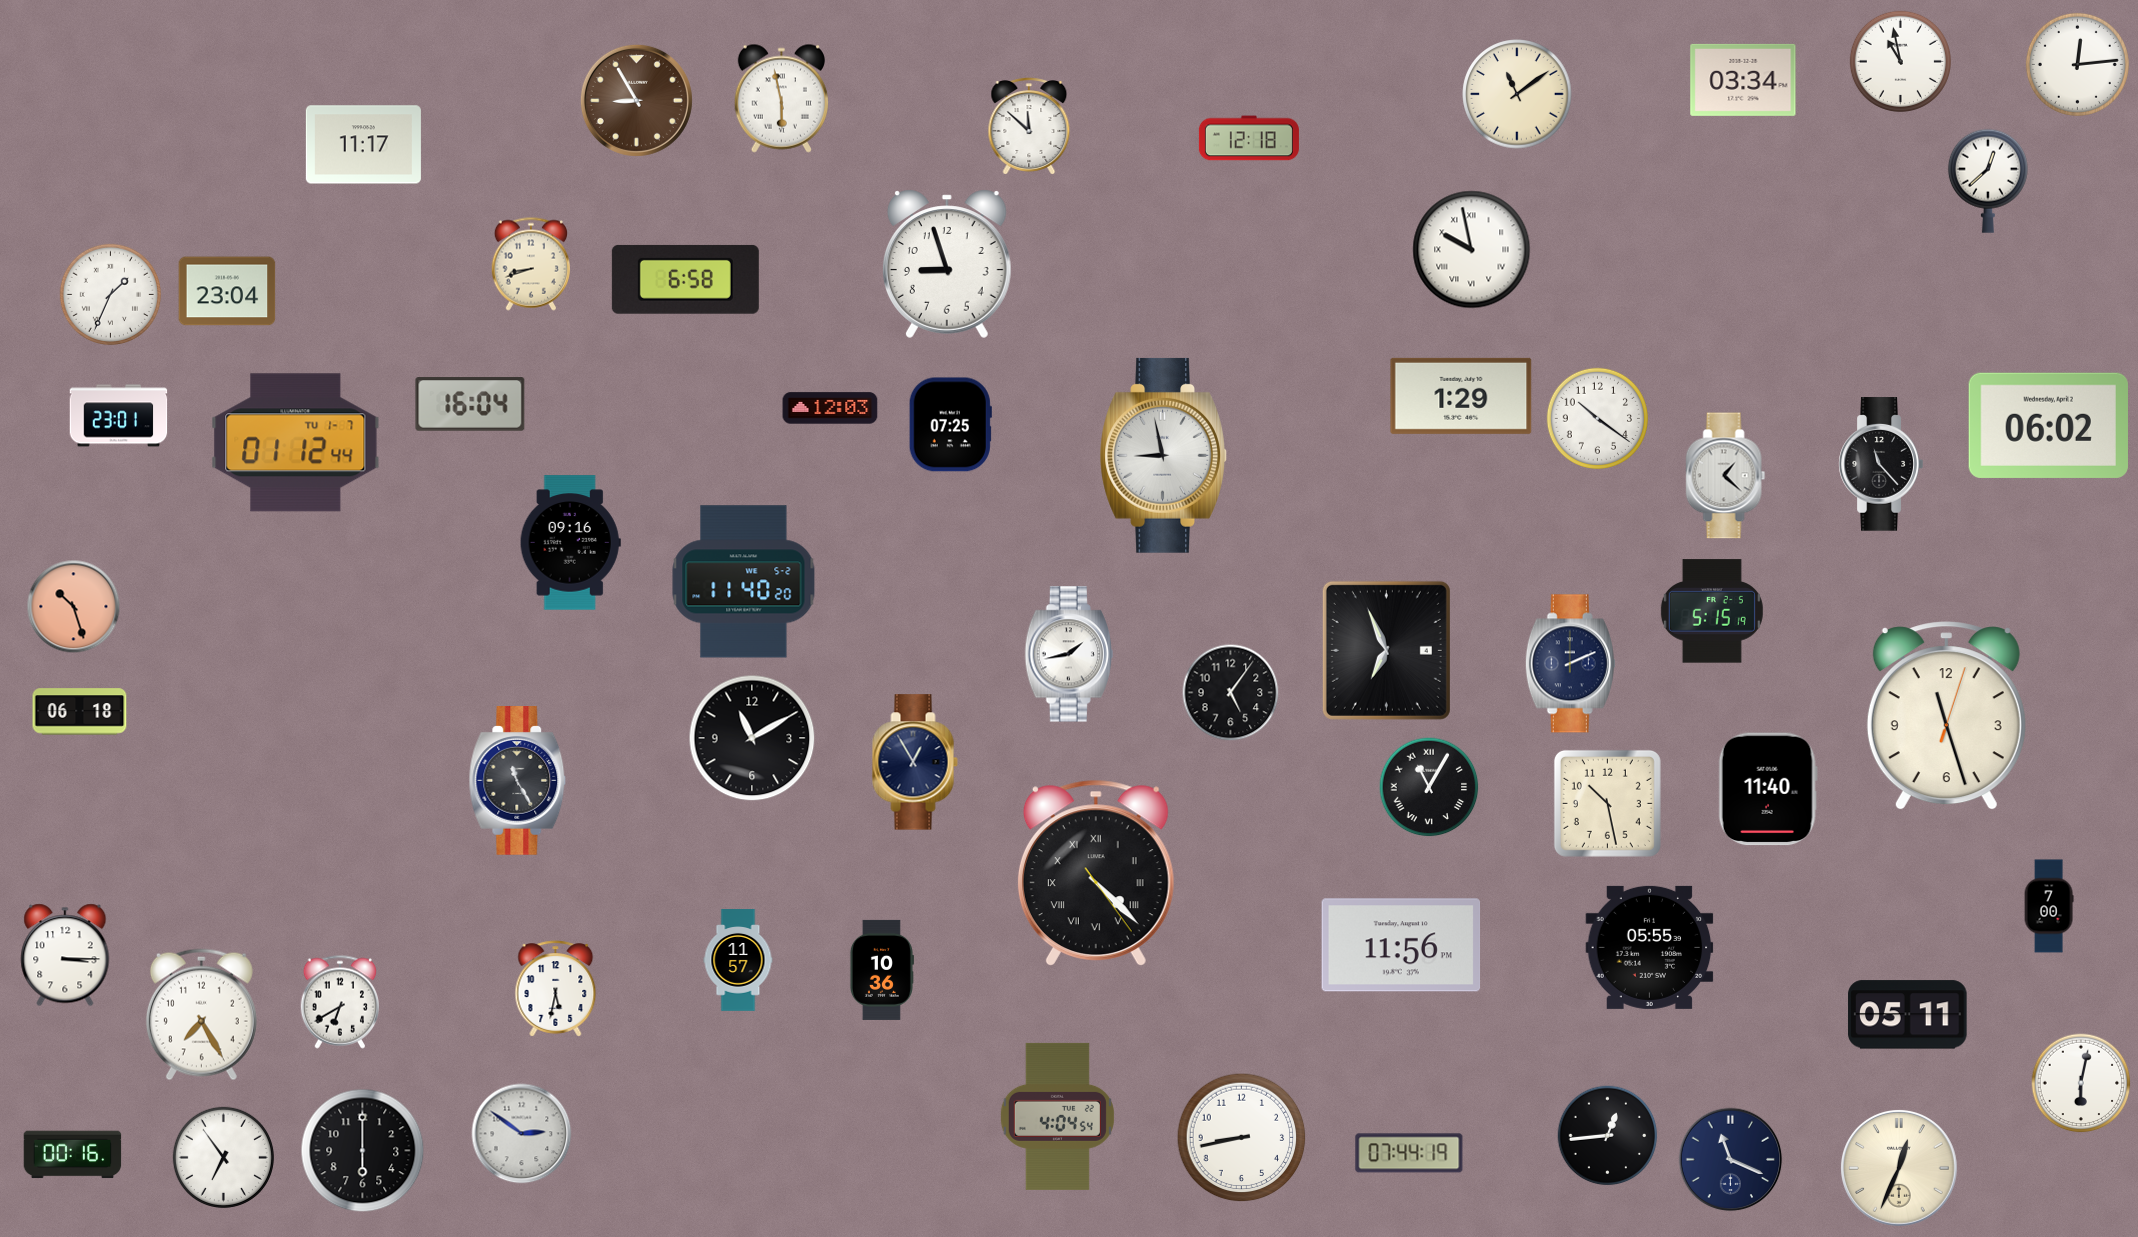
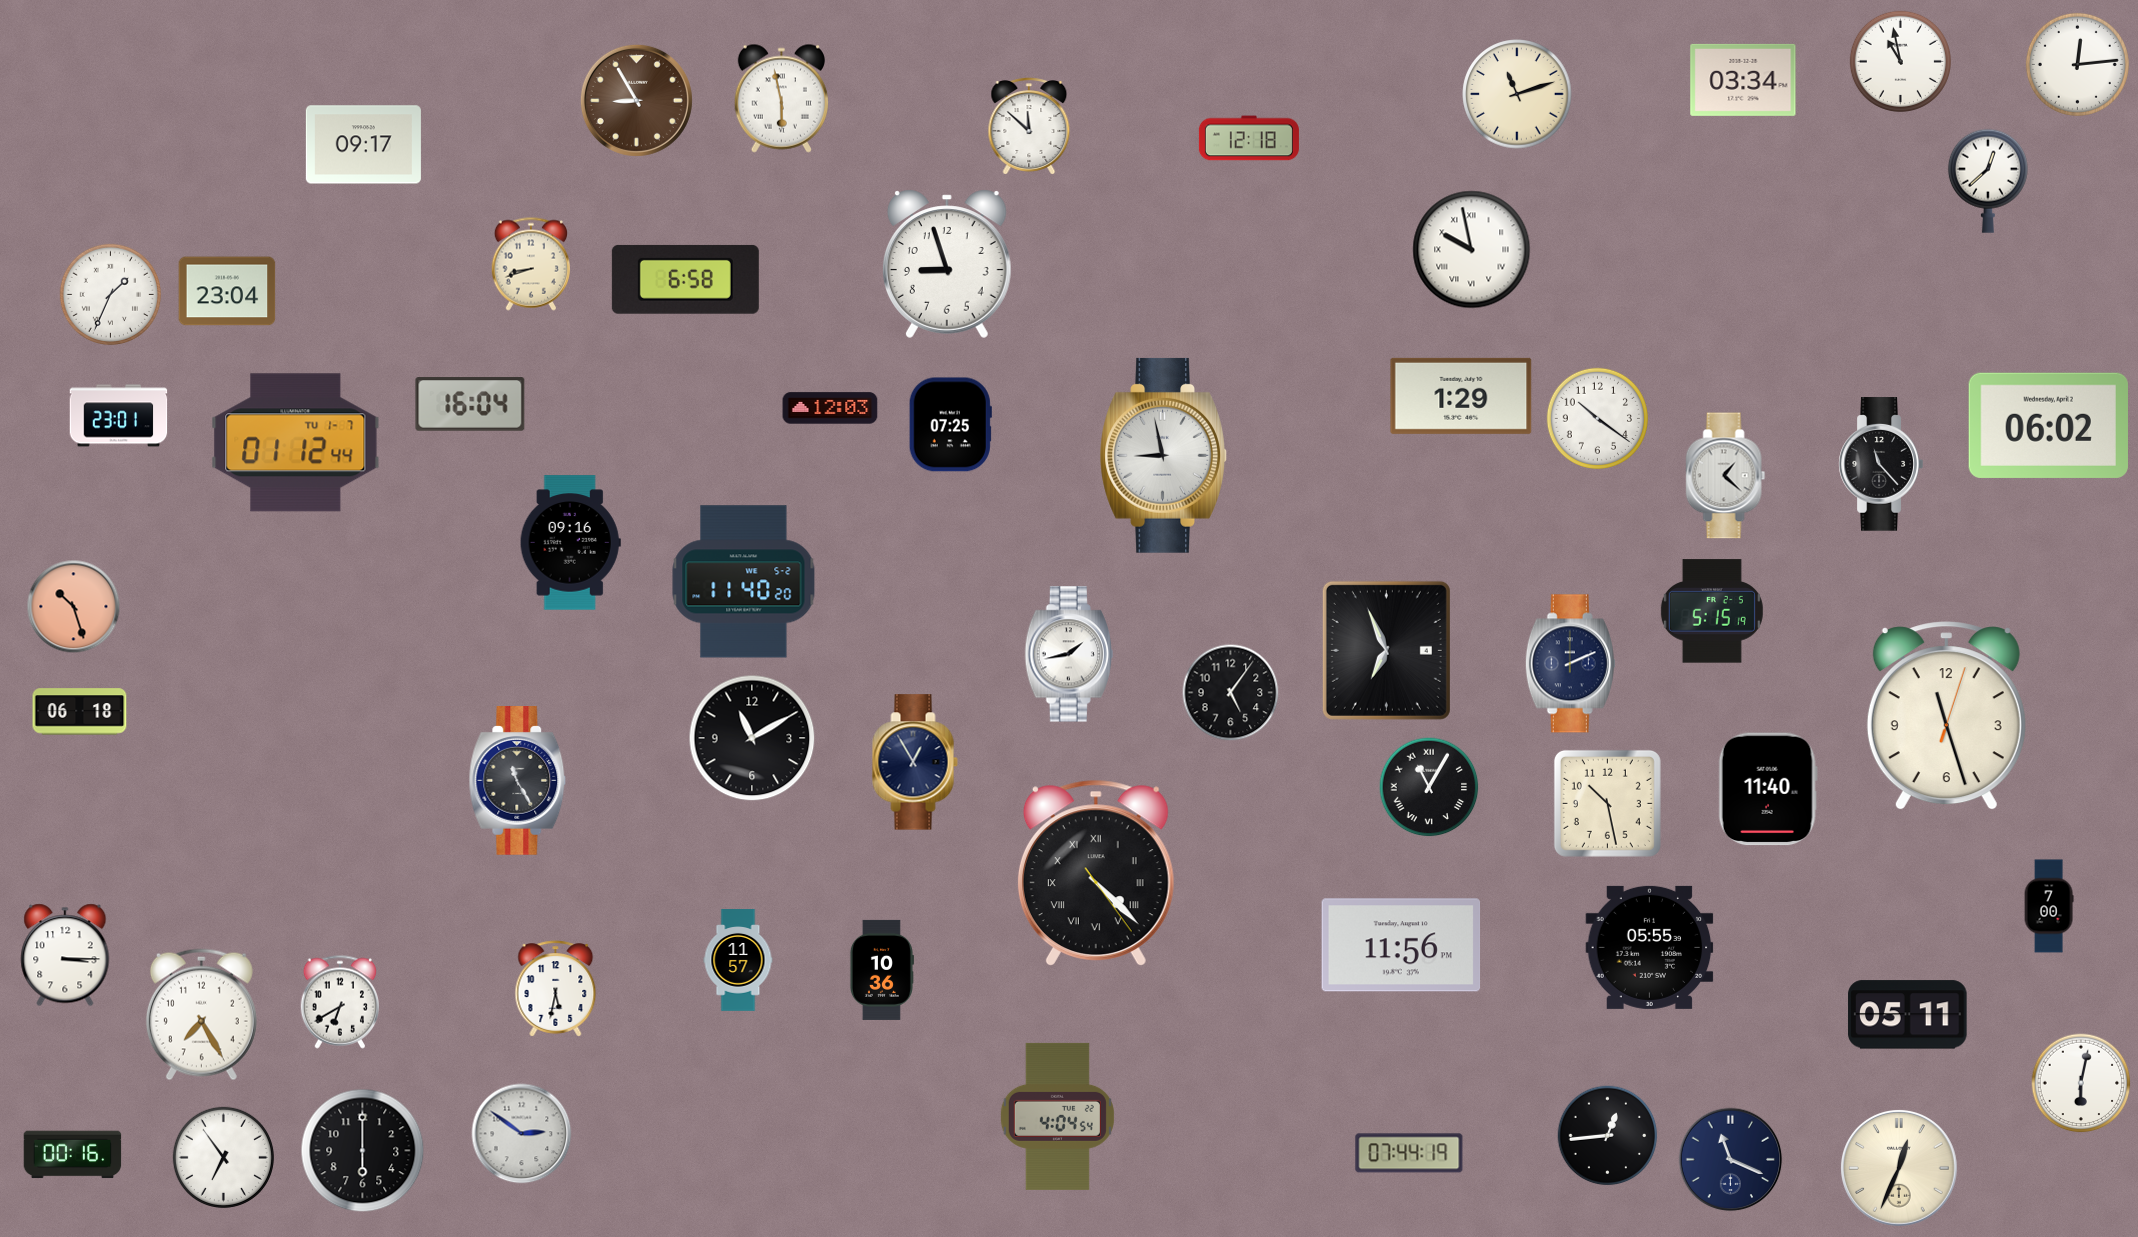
clock at (1517, 94): 11:09 -> 11:12
clock at (363, 145): 11:17 -> 09:17
clock at (1242, 1138): 8:43 -> none
